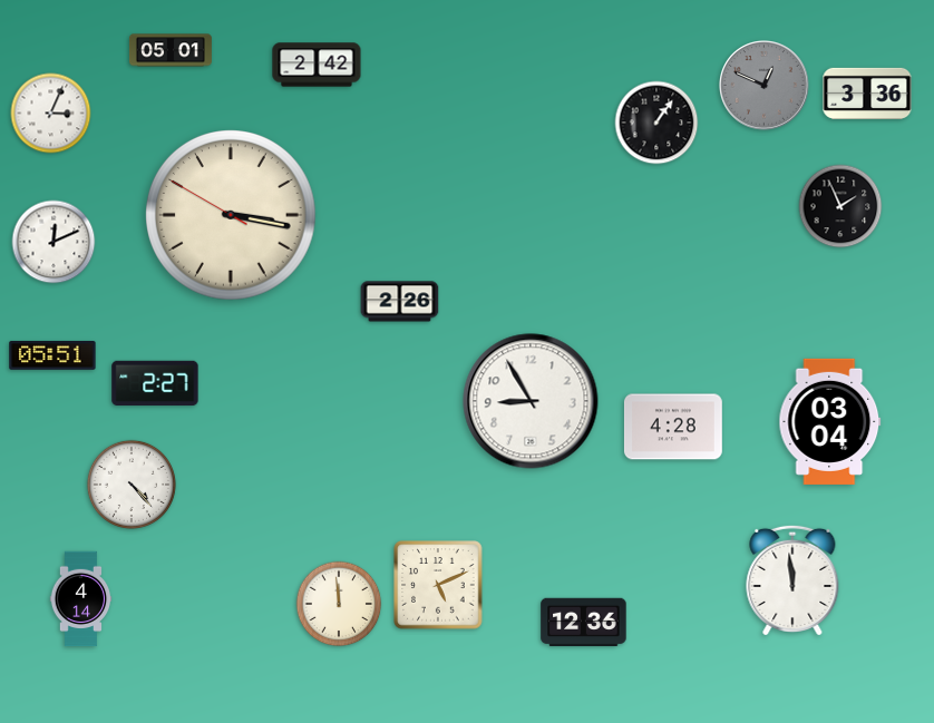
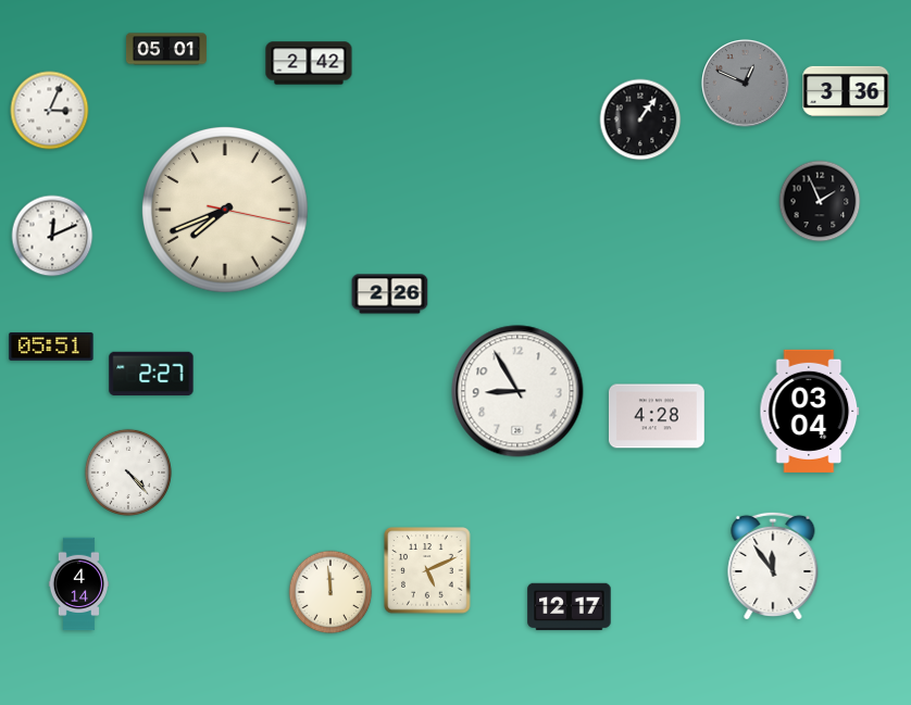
clock at (232, 216): 3:16 -> 7:41
clock at (792, 579): 11:59 -> 11:54
clock at (339, 604) position: (339, 604) -> (330, 592)
clock at (584, 623): 12:36 -> 12:17
